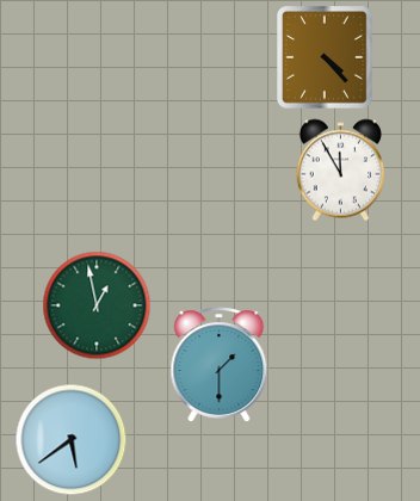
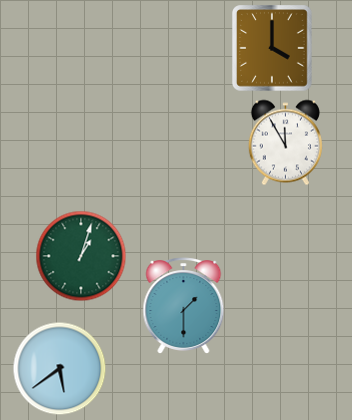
clock at (325, 57): 4:23 -> 4:00
clock at (97, 305): 12:58 -> 1:03
